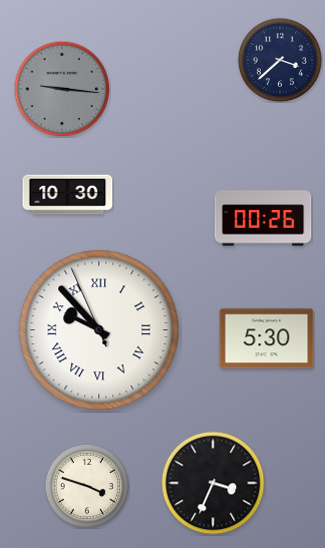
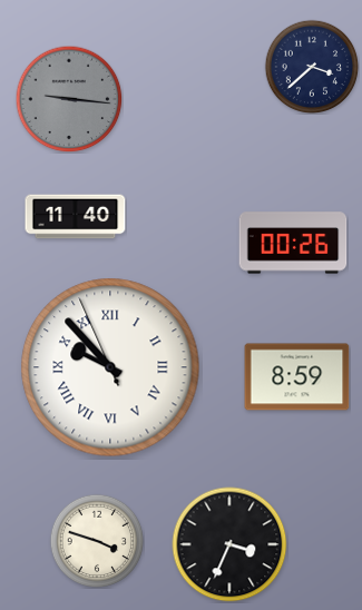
clock at (68, 195): 10:30 -> 11:40
clock at (267, 339): 5:30 -> 8:59
clock at (213, 483) position: (213, 483) -> (229, 544)
